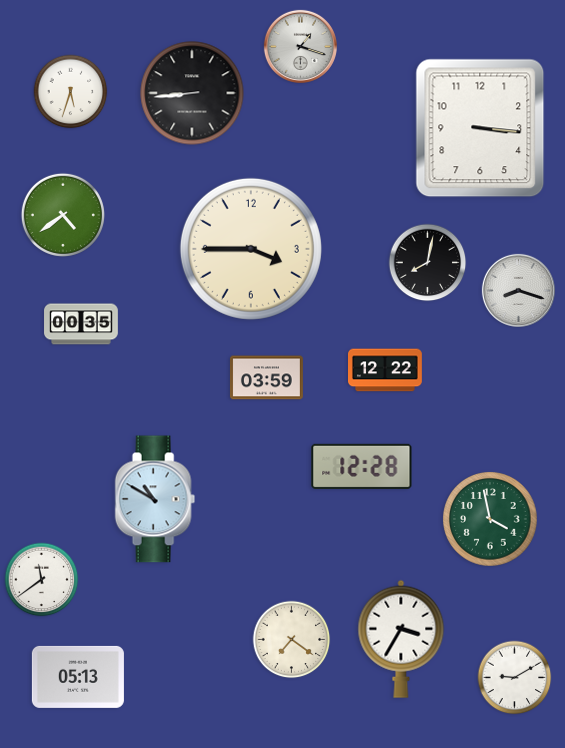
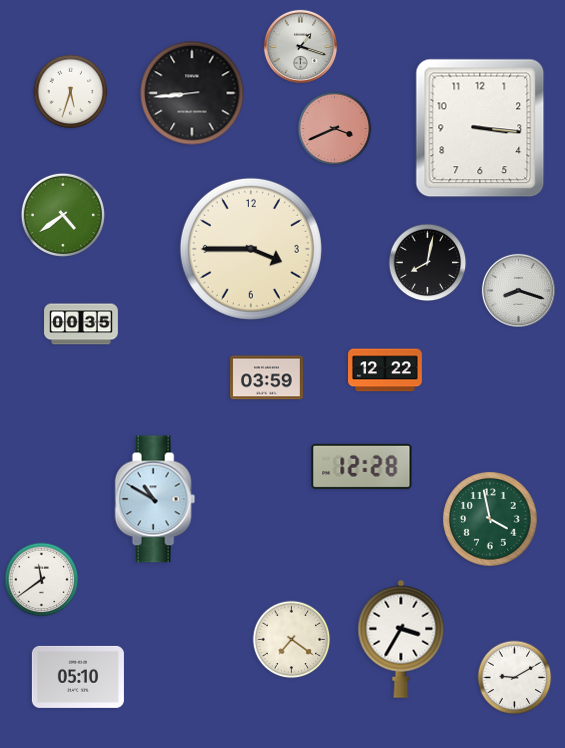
clock at (335, 129): none -> 3:41
clock at (78, 677): 05:13 -> 05:10
